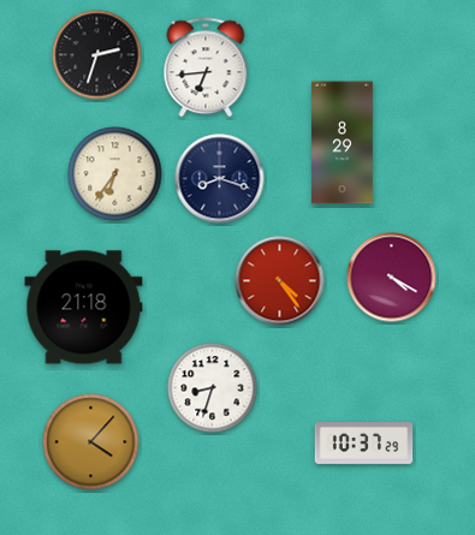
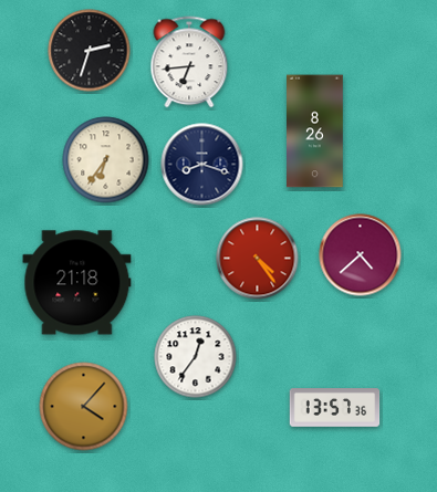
clock at (343, 143): 8:29 -> 8:26
clock at (392, 278): 4:20 -> 4:38
clock at (213, 388): 8:33 -> 12:36
clock at (364, 444): 10:37 -> 13:57
